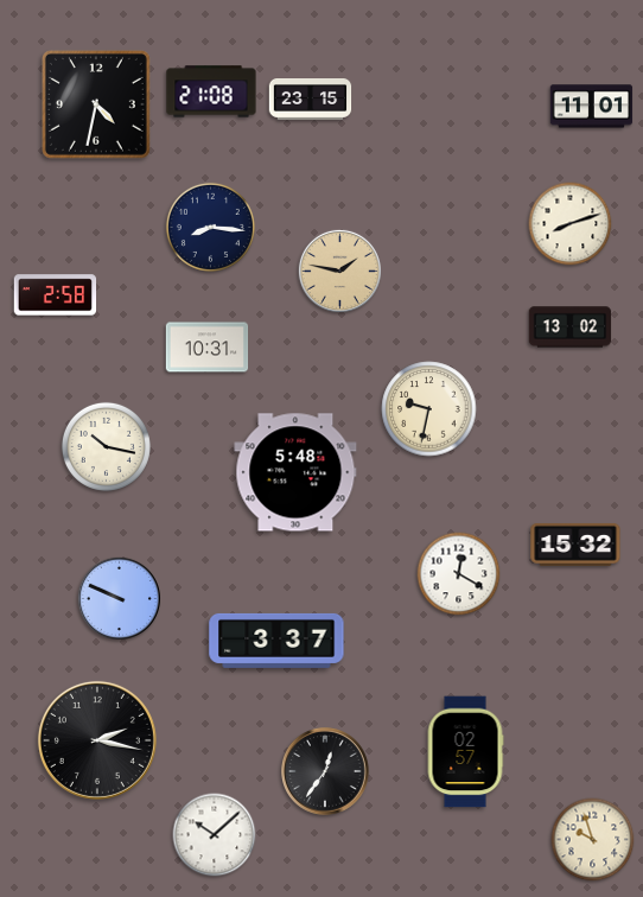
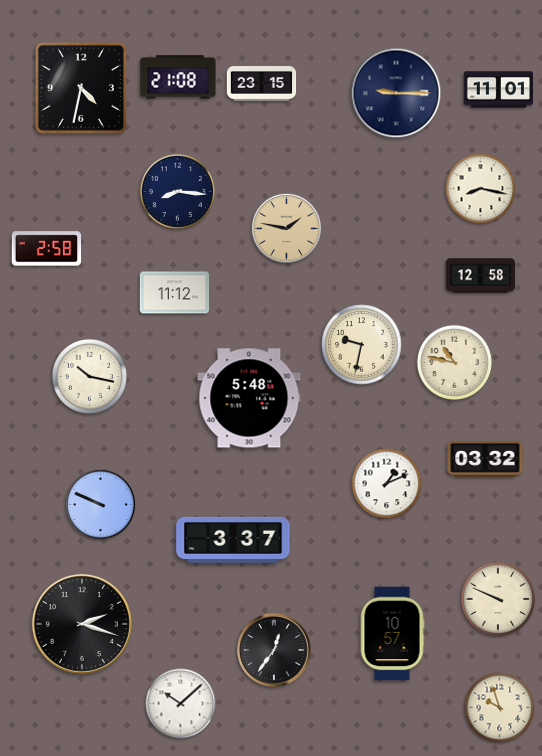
clock at (396, 93): none -> 9:15
clock at (571, 224): 8:12 -> 8:17
clock at (571, 327): 13:02 -> 12:58
clock at (208, 348): 10:31 -> 11:12
clock at (454, 362): none -> 10:47
clock at (575, 545): 15:32 -> 03:32
clock at (459, 574): 12:20 -> 1:11
clock at (497, 598): none -> 9:49
clock at (97, 740): 2:17 -> 2:18
clock at (465, 752): 02:57 -> 10:57
